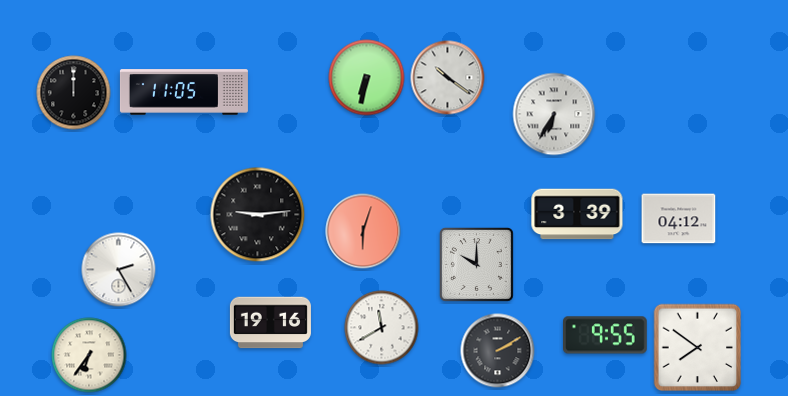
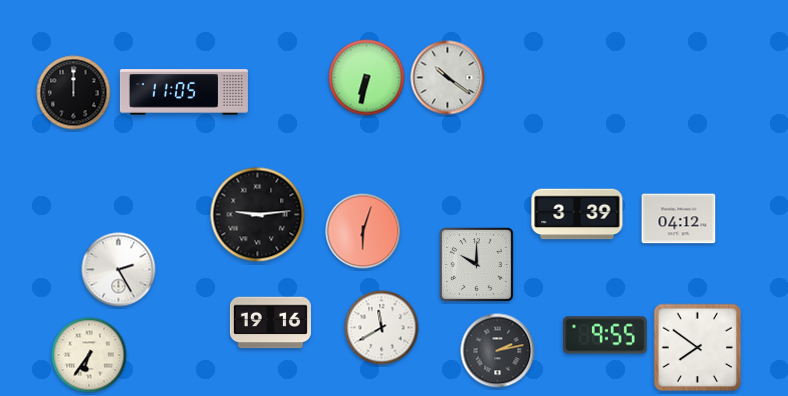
clock at (554, 114): 6:35 -> none
clock at (498, 351): 2:10 -> 2:13
